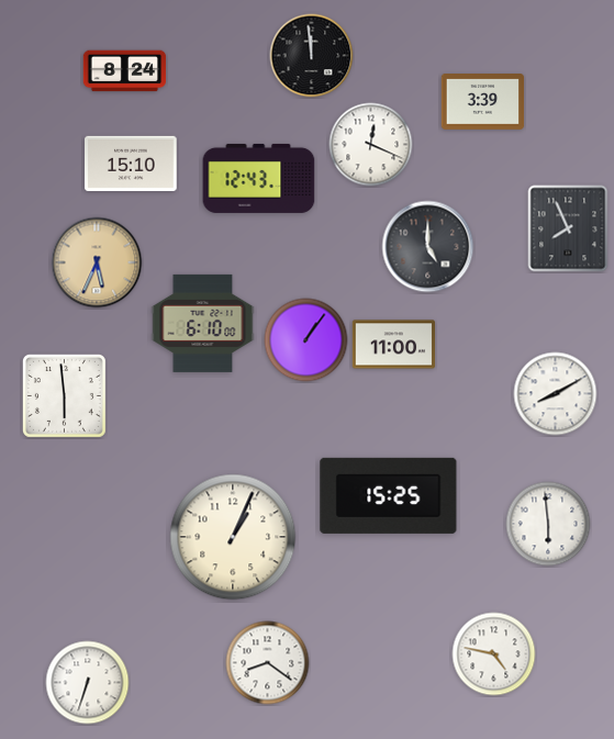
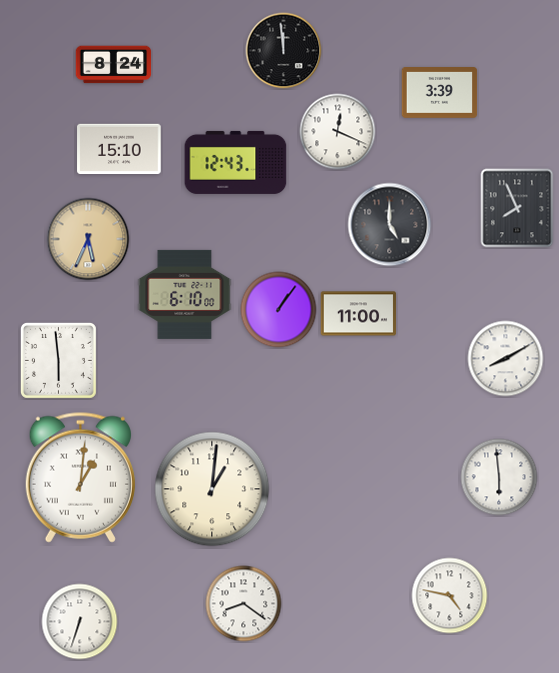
clock at (389, 495): 15:25 -> none
clock at (80, 477): none -> 1:01
clock at (233, 537): 1:04 -> 1:01
